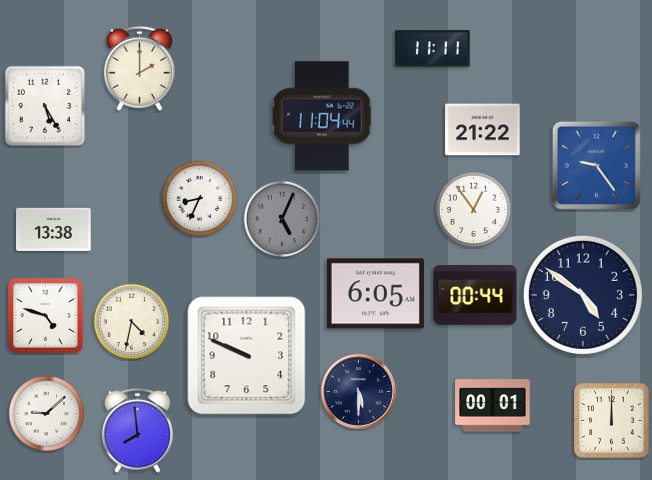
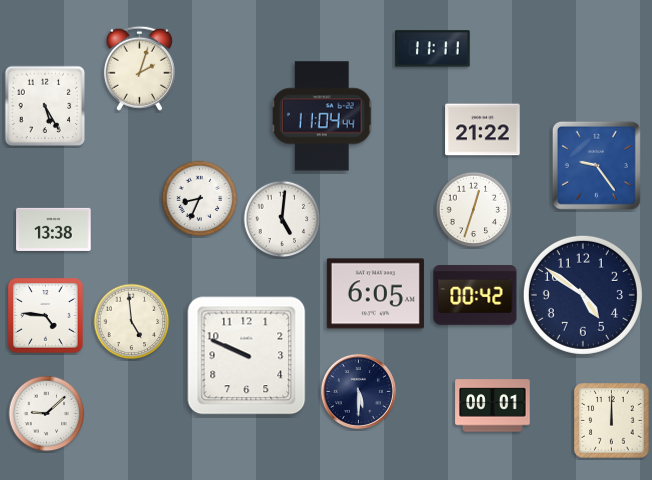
clock at (139, 68): 2:00 -> 2:03
clock at (474, 210): 12:54 -> 12:33
clock at (282, 219): 5:04 -> 5:01
clock at (282, 219) dial: grey -> white
clock at (475, 295): 00:44 -> 00:42
clock at (46, 316): 4:48 -> 4:46
clock at (132, 322): 4:32 -> 4:59
clock at (137, 430): 7:59 -> none
